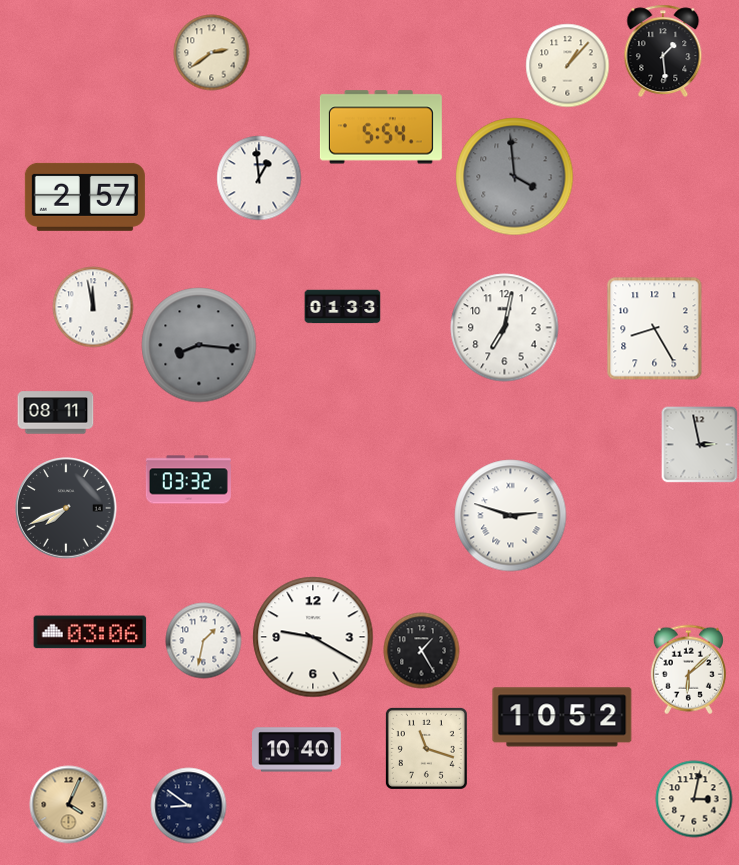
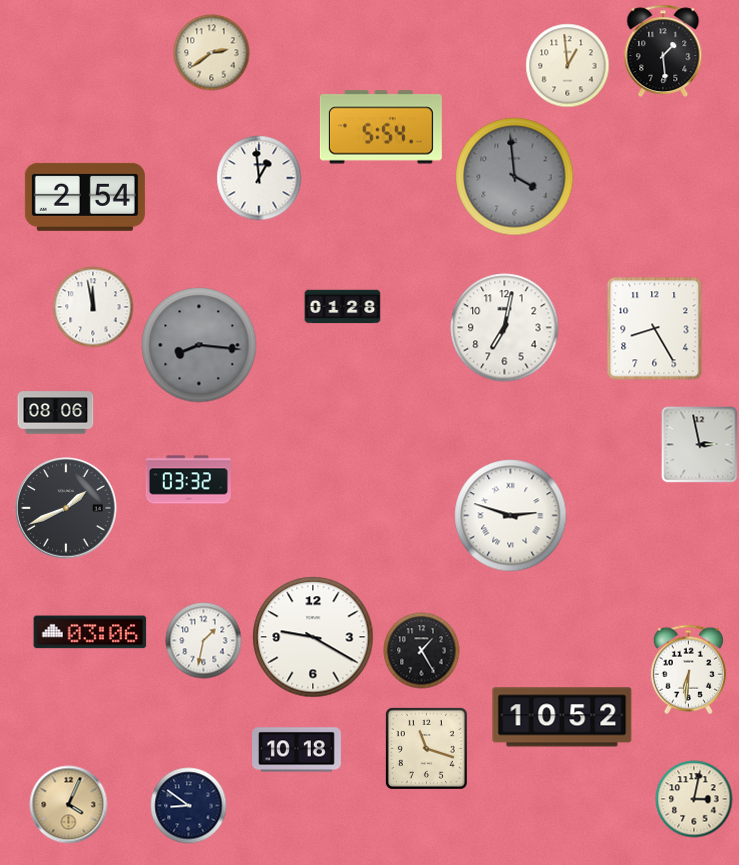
clock at (568, 66): 1:07 -> 12:59
clock at (85, 197): 2:57 -> 2:54
clock at (343, 307): 01:33 -> 01:28
clock at (56, 413): 08:11 -> 08:06
clock at (66, 508): 7:41 -> 1:41
clock at (688, 670): 6:08 -> 6:31
clock at (297, 750): 10:40 -> 10:18
